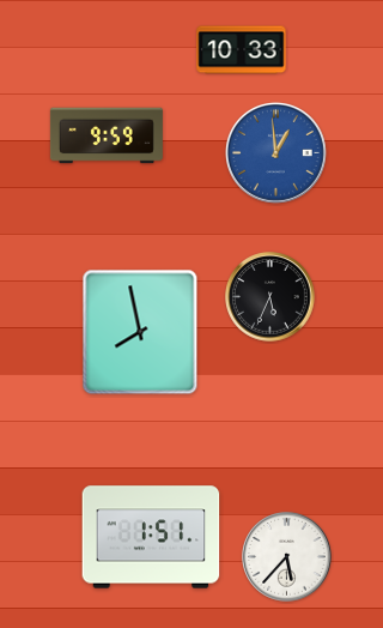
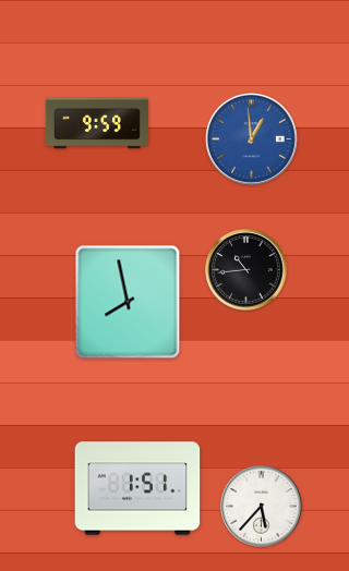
clock at (242, 50): 10:33 -> none
clock at (270, 297): 5:34 -> 10:44
